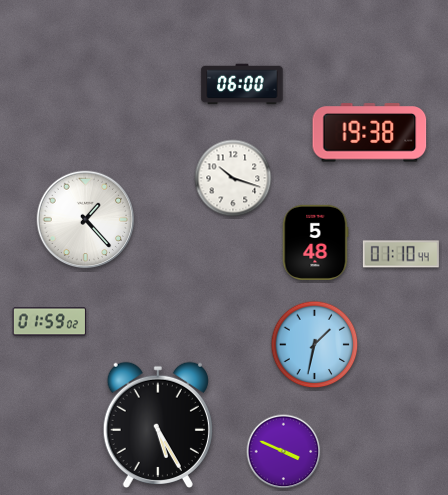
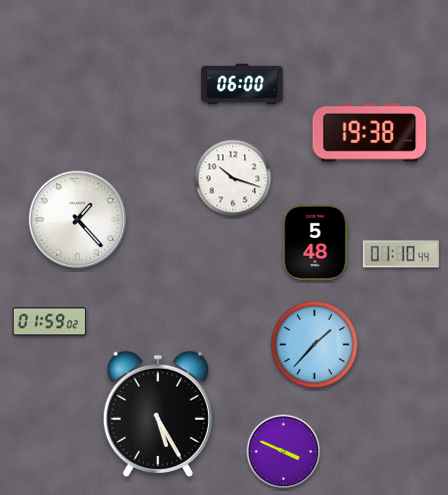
clock at (86, 220) position: (86, 220) -> (78, 220)
clock at (315, 345): 1:32 -> 1:37
clock at (158, 424) position: (158, 424) -> (158, 413)
